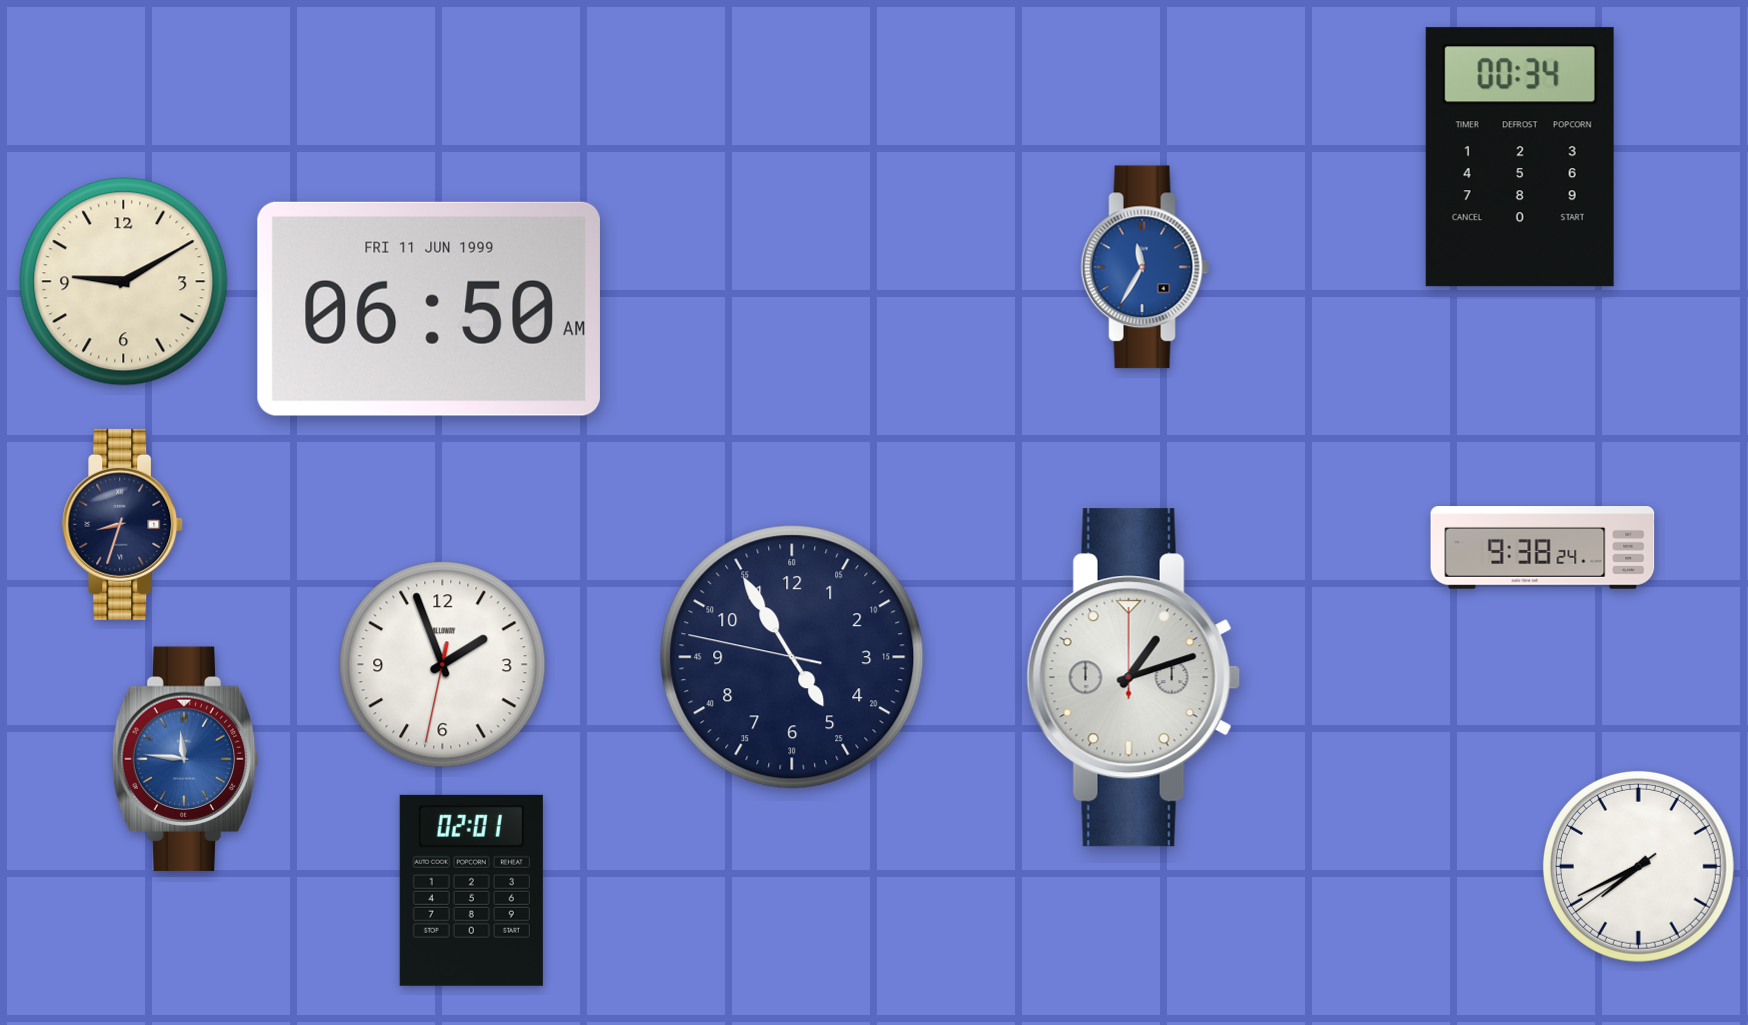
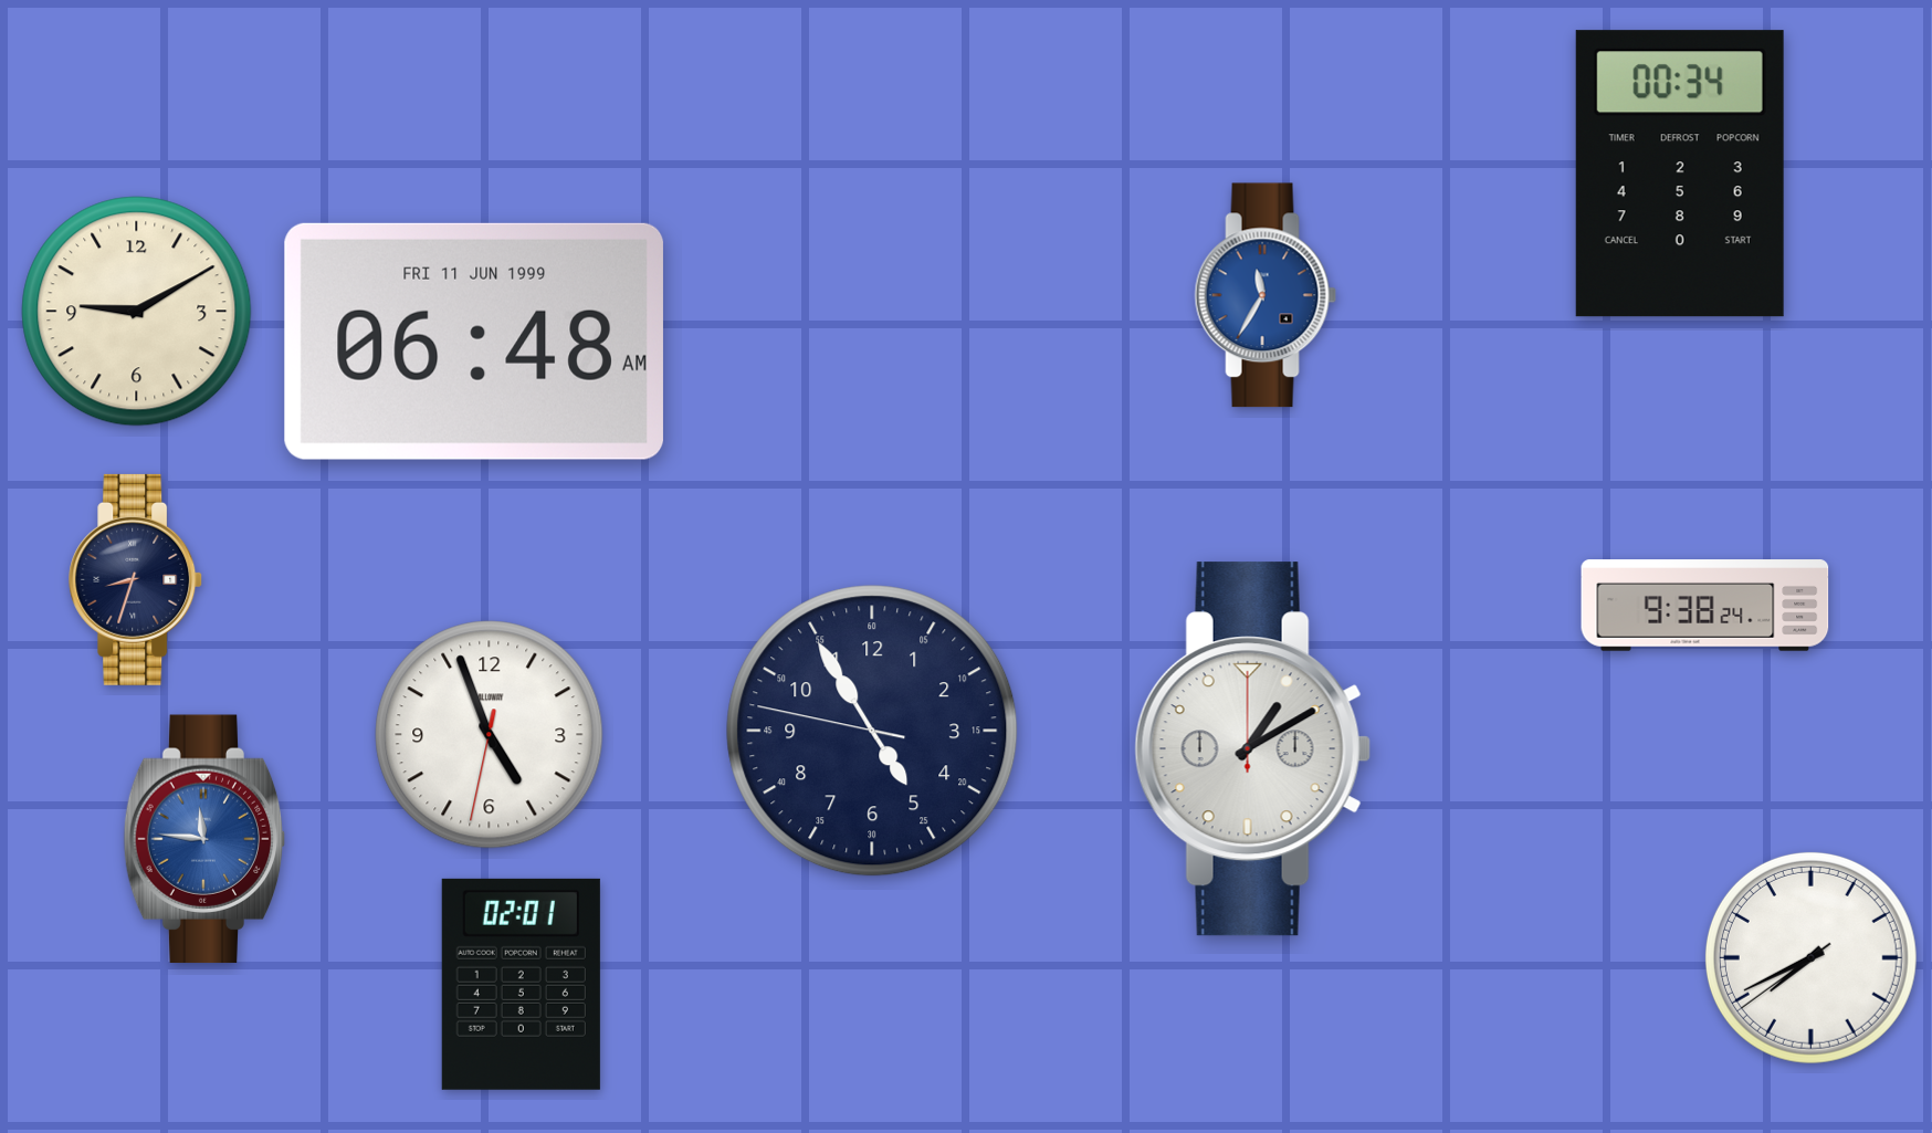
clock at (429, 309): 06:50 -> 06:48
clock at (792, 657) position: (792, 657) -> (872, 731)
clock at (443, 665): 1:56 -> 4:56
clock at (1133, 678): 1:12 -> 1:10
